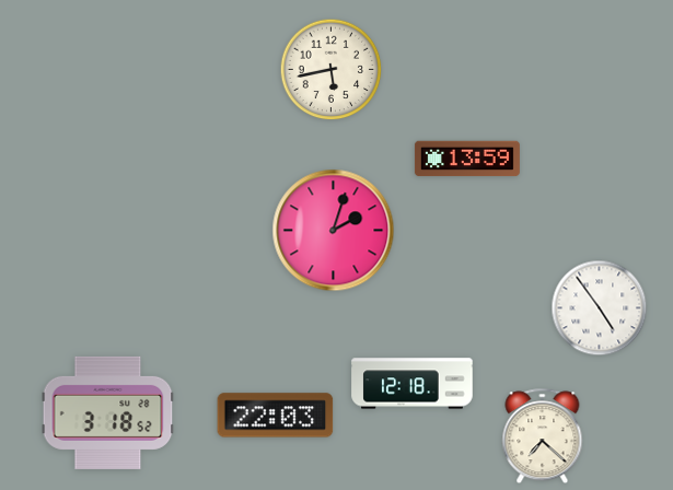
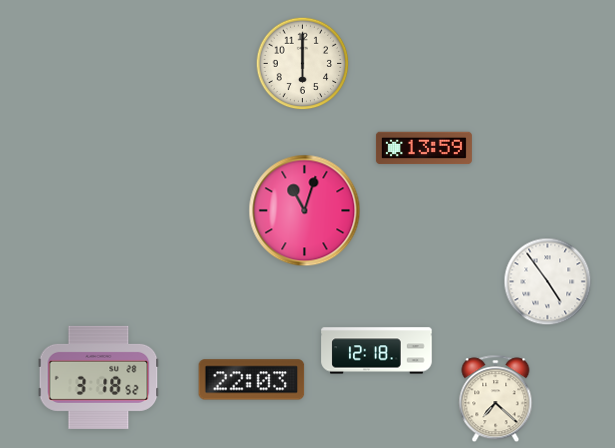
clock at (332, 70): 5:43 -> 6:00
clock at (467, 159) position: (467, 159) -> (424, 148)
clock at (334, 231): 2:03 -> 11:03
